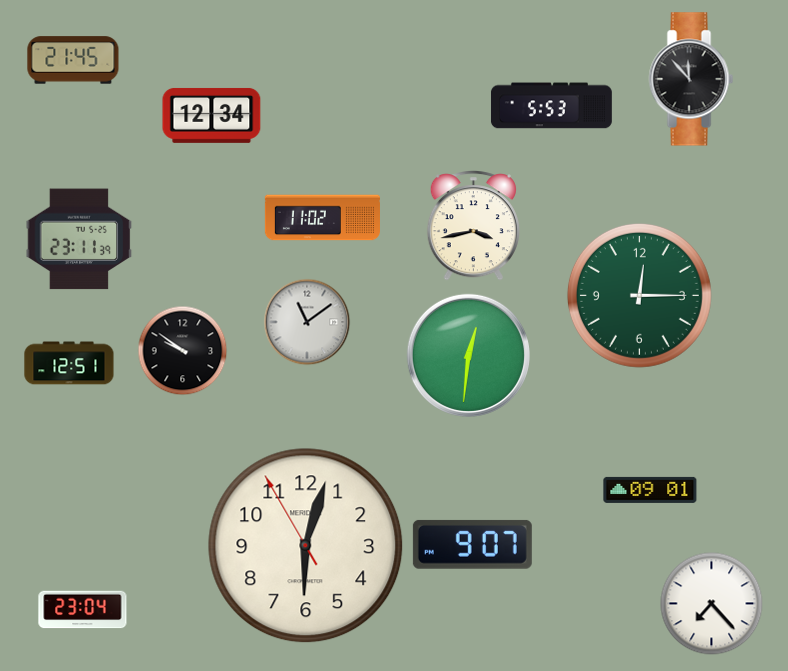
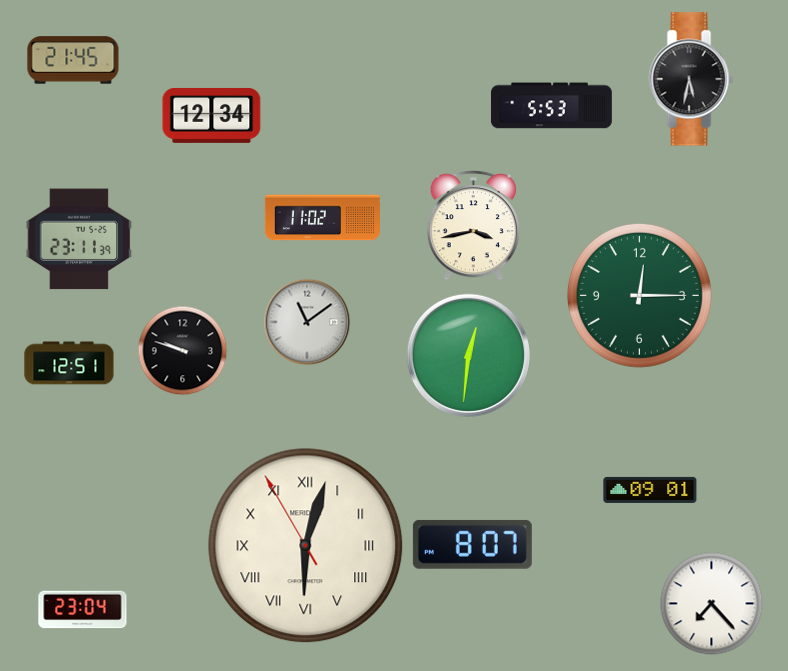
clock at (691, 79): 11:53 -> 5:32
clock at (182, 350): 9:51 -> 9:48
clock at (472, 544): 9:07 -> 8:07
clock at (306, 546) numerals: Arabic -> Roman
